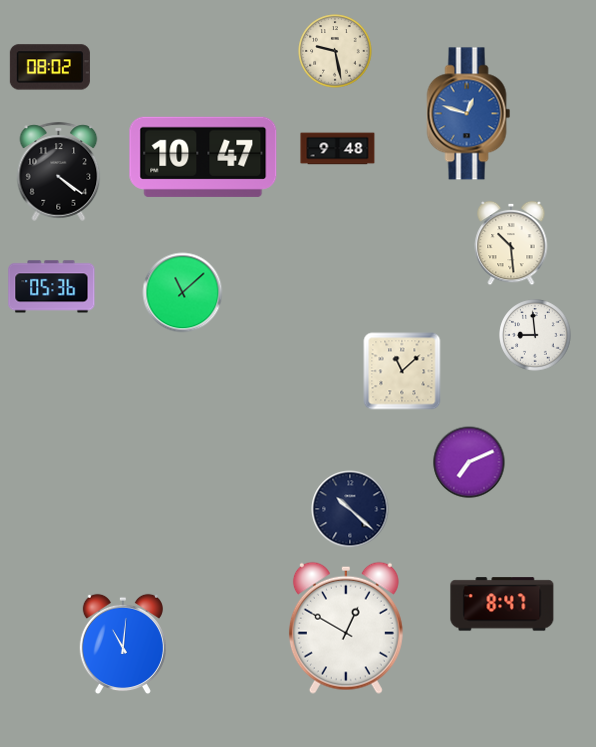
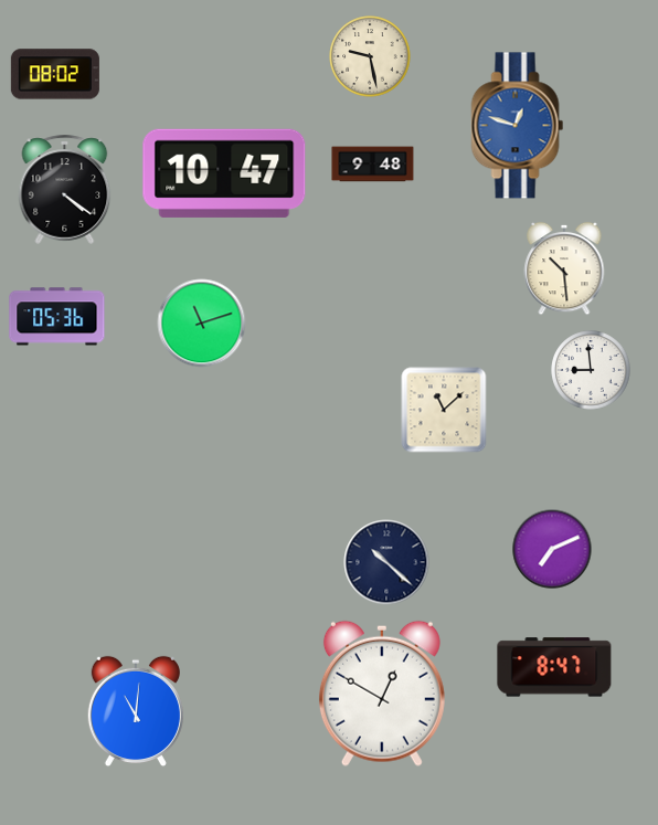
clock at (183, 293): 11:08 -> 11:12
clock at (469, 462) position: (469, 462) -> (552, 549)
